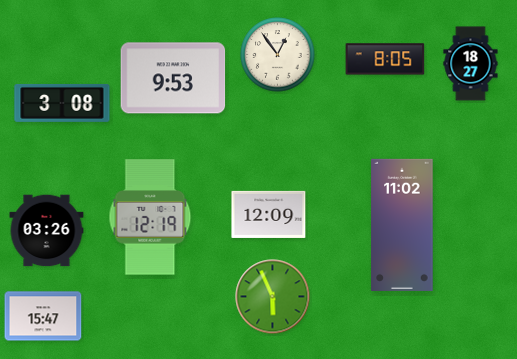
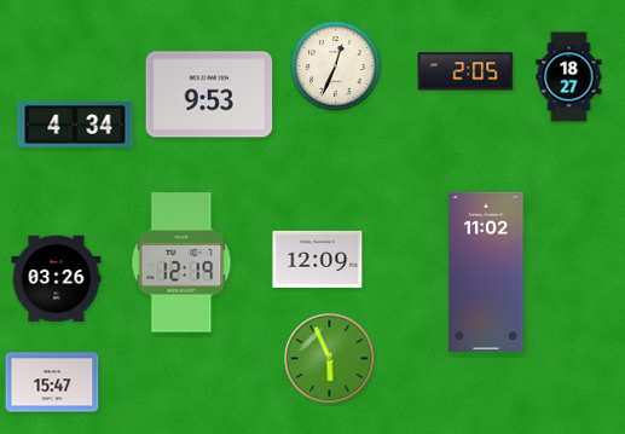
clock at (278, 55): 12:54 -> 12:34
clock at (385, 59): 8:05 -> 2:05
clock at (62, 103): 3:08 -> 4:34
clock at (269, 214) position: (269, 214) -> (318, 259)
